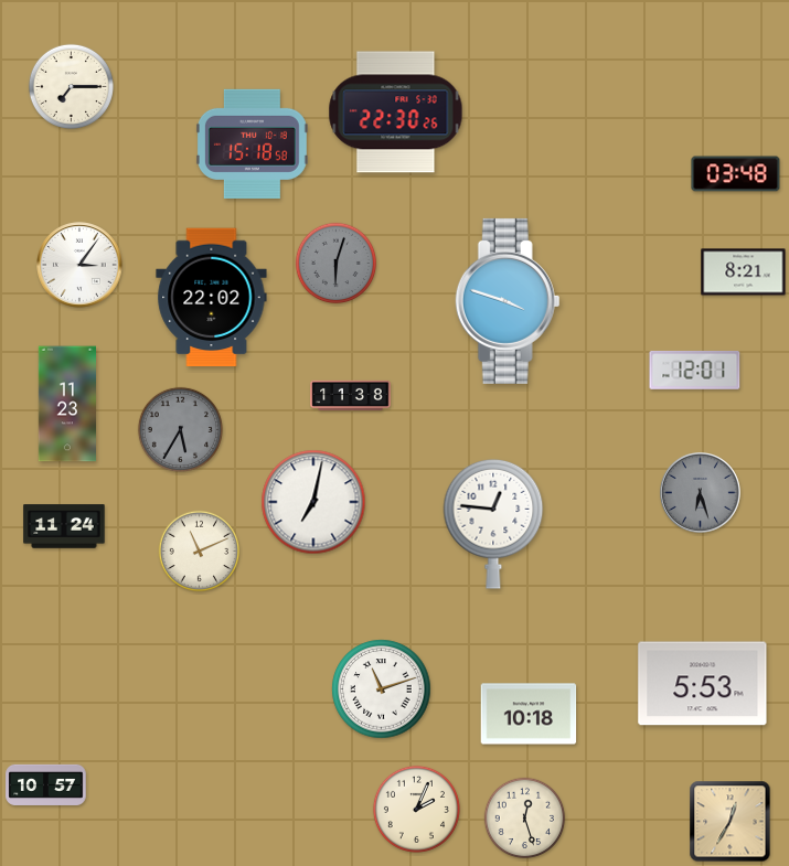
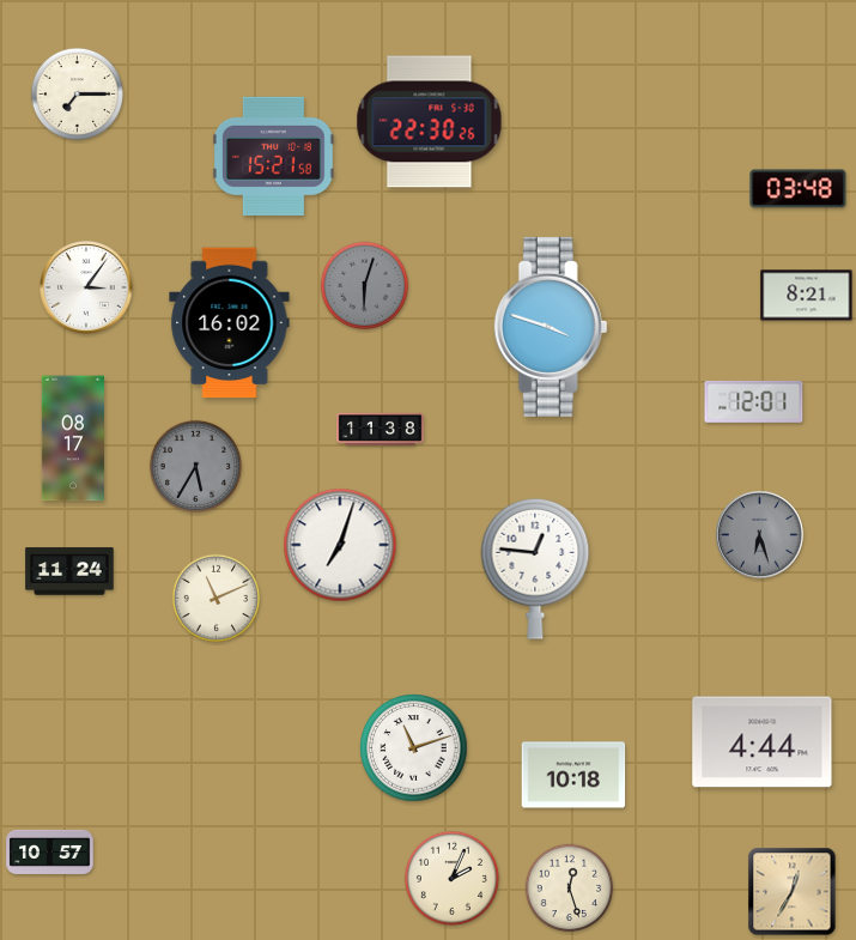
clock at (252, 143): 15:18 -> 15:21
clock at (212, 298): 22:02 -> 16:02
clock at (66, 404): 11:23 -> 08:17
clock at (313, 502): 7:02 -> 7:03
clock at (703, 684): 5:53 -> 4:44
